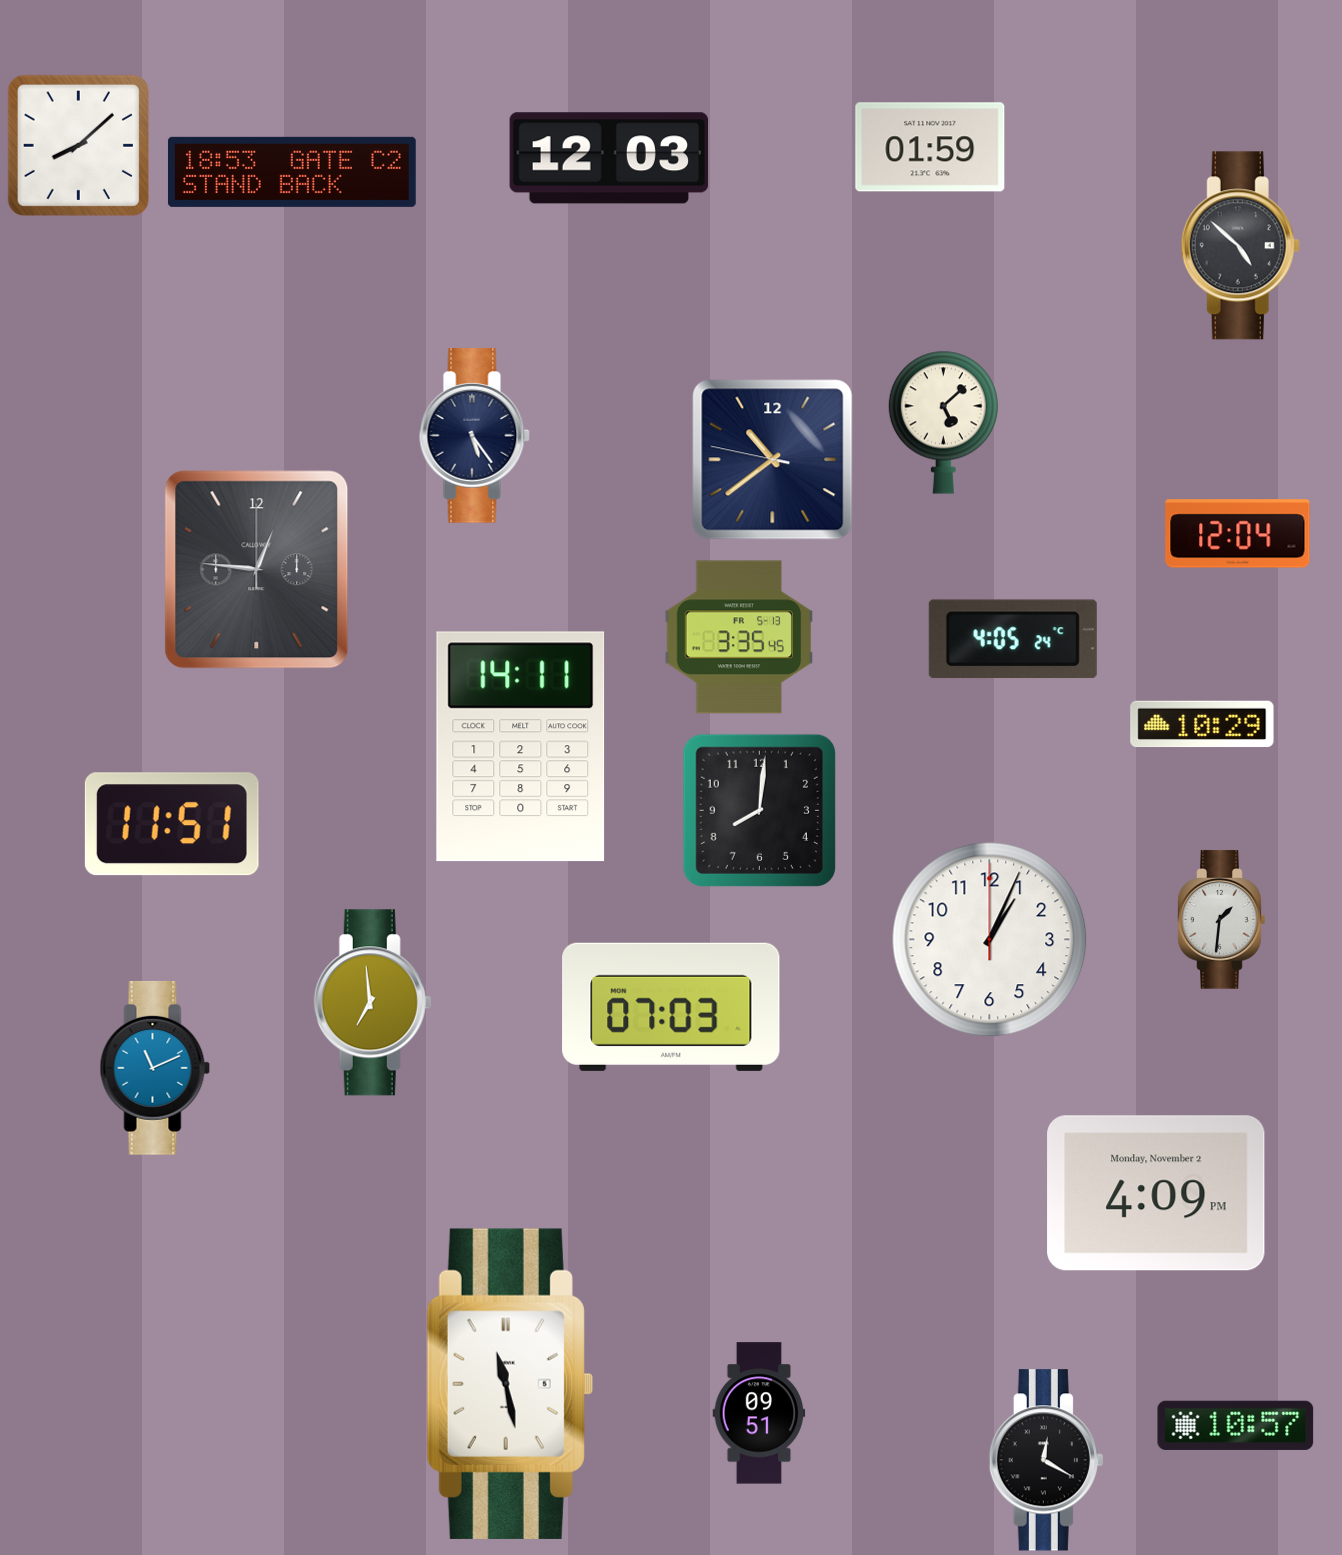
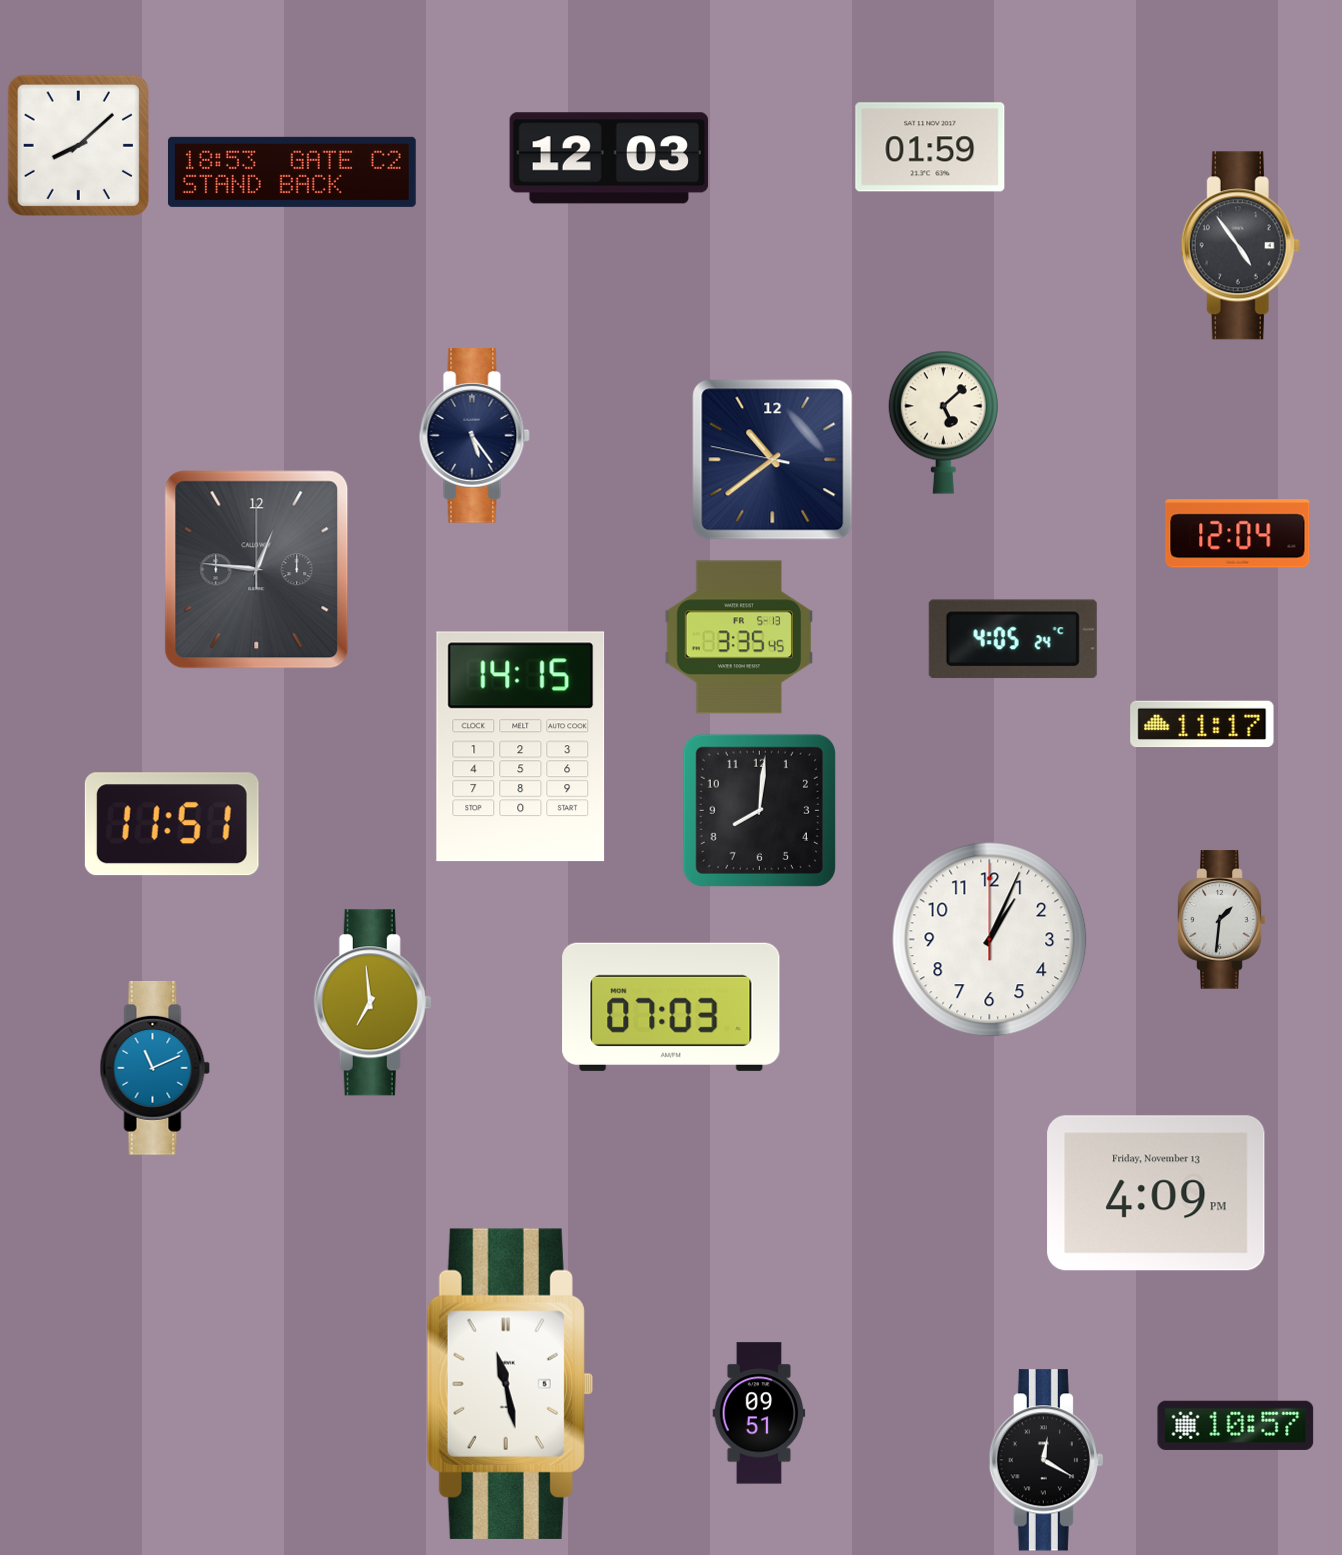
clock at (1240, 246): 4:52 -> 4:54
clock at (1202, 724): 10:29 -> 11:17
clock at (521, 747): 14:11 -> 14:15
clock at (1156, 1193) date: Monday, November 2 -> Friday, November 13
